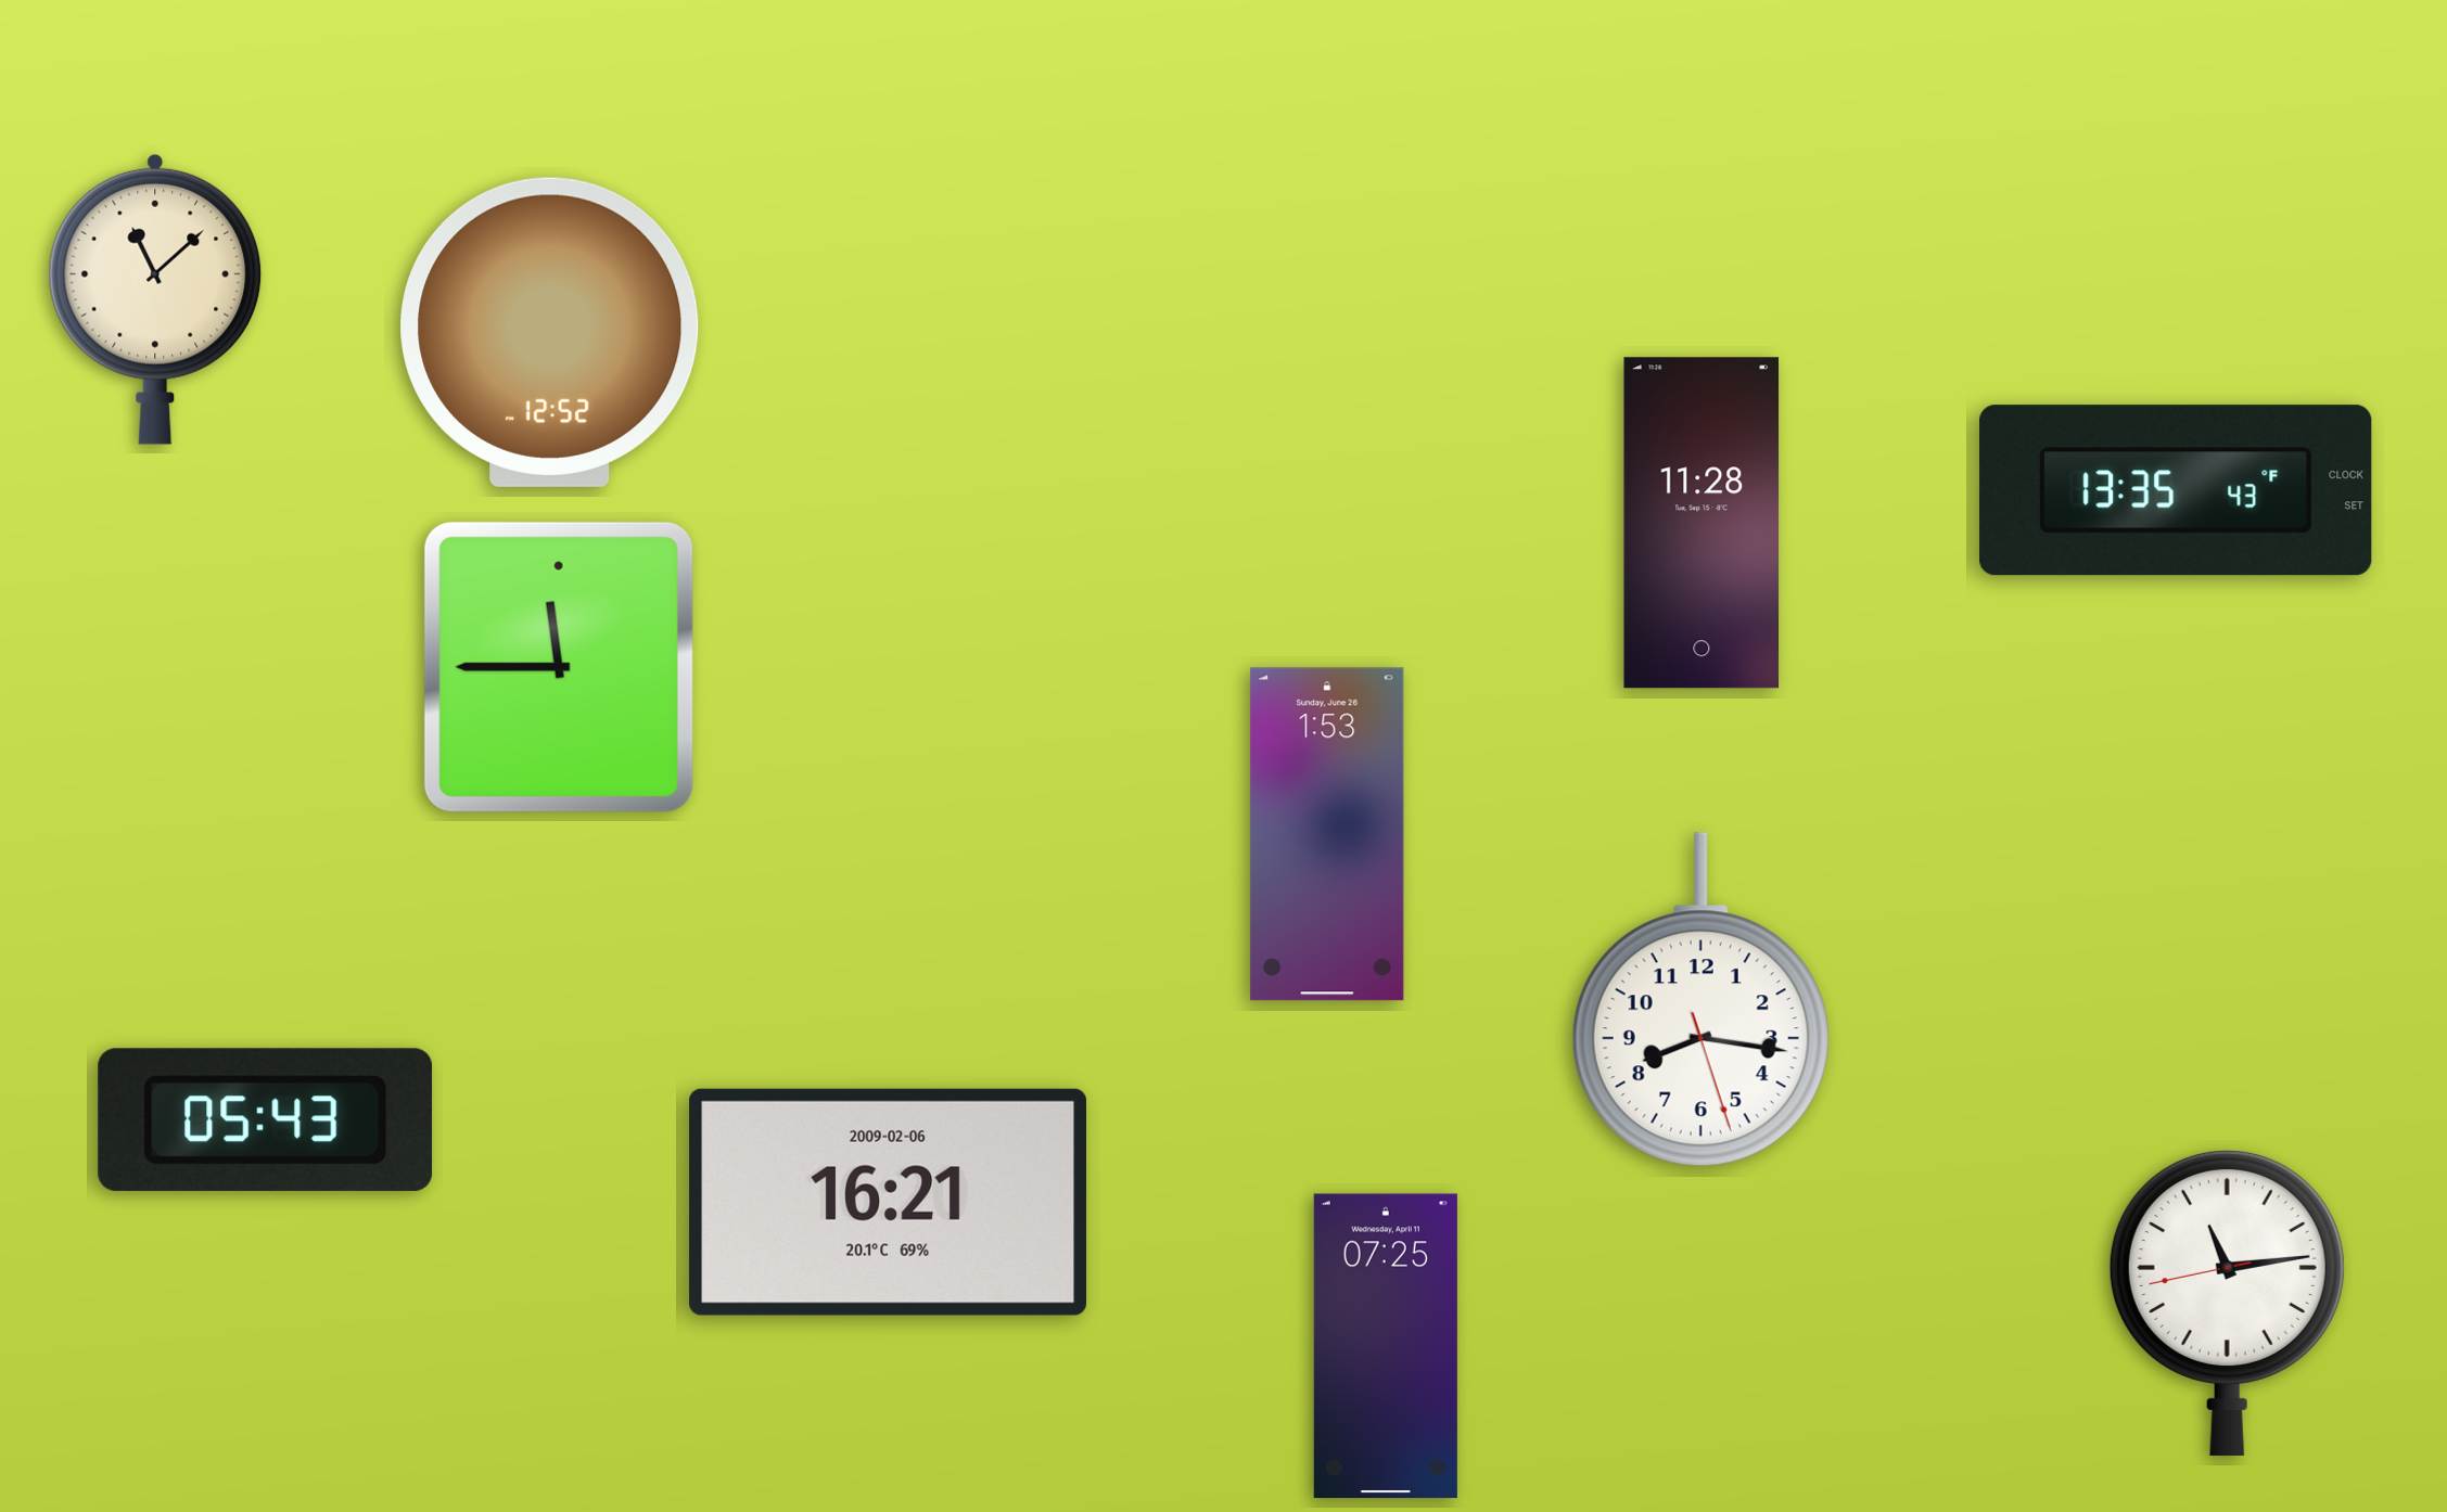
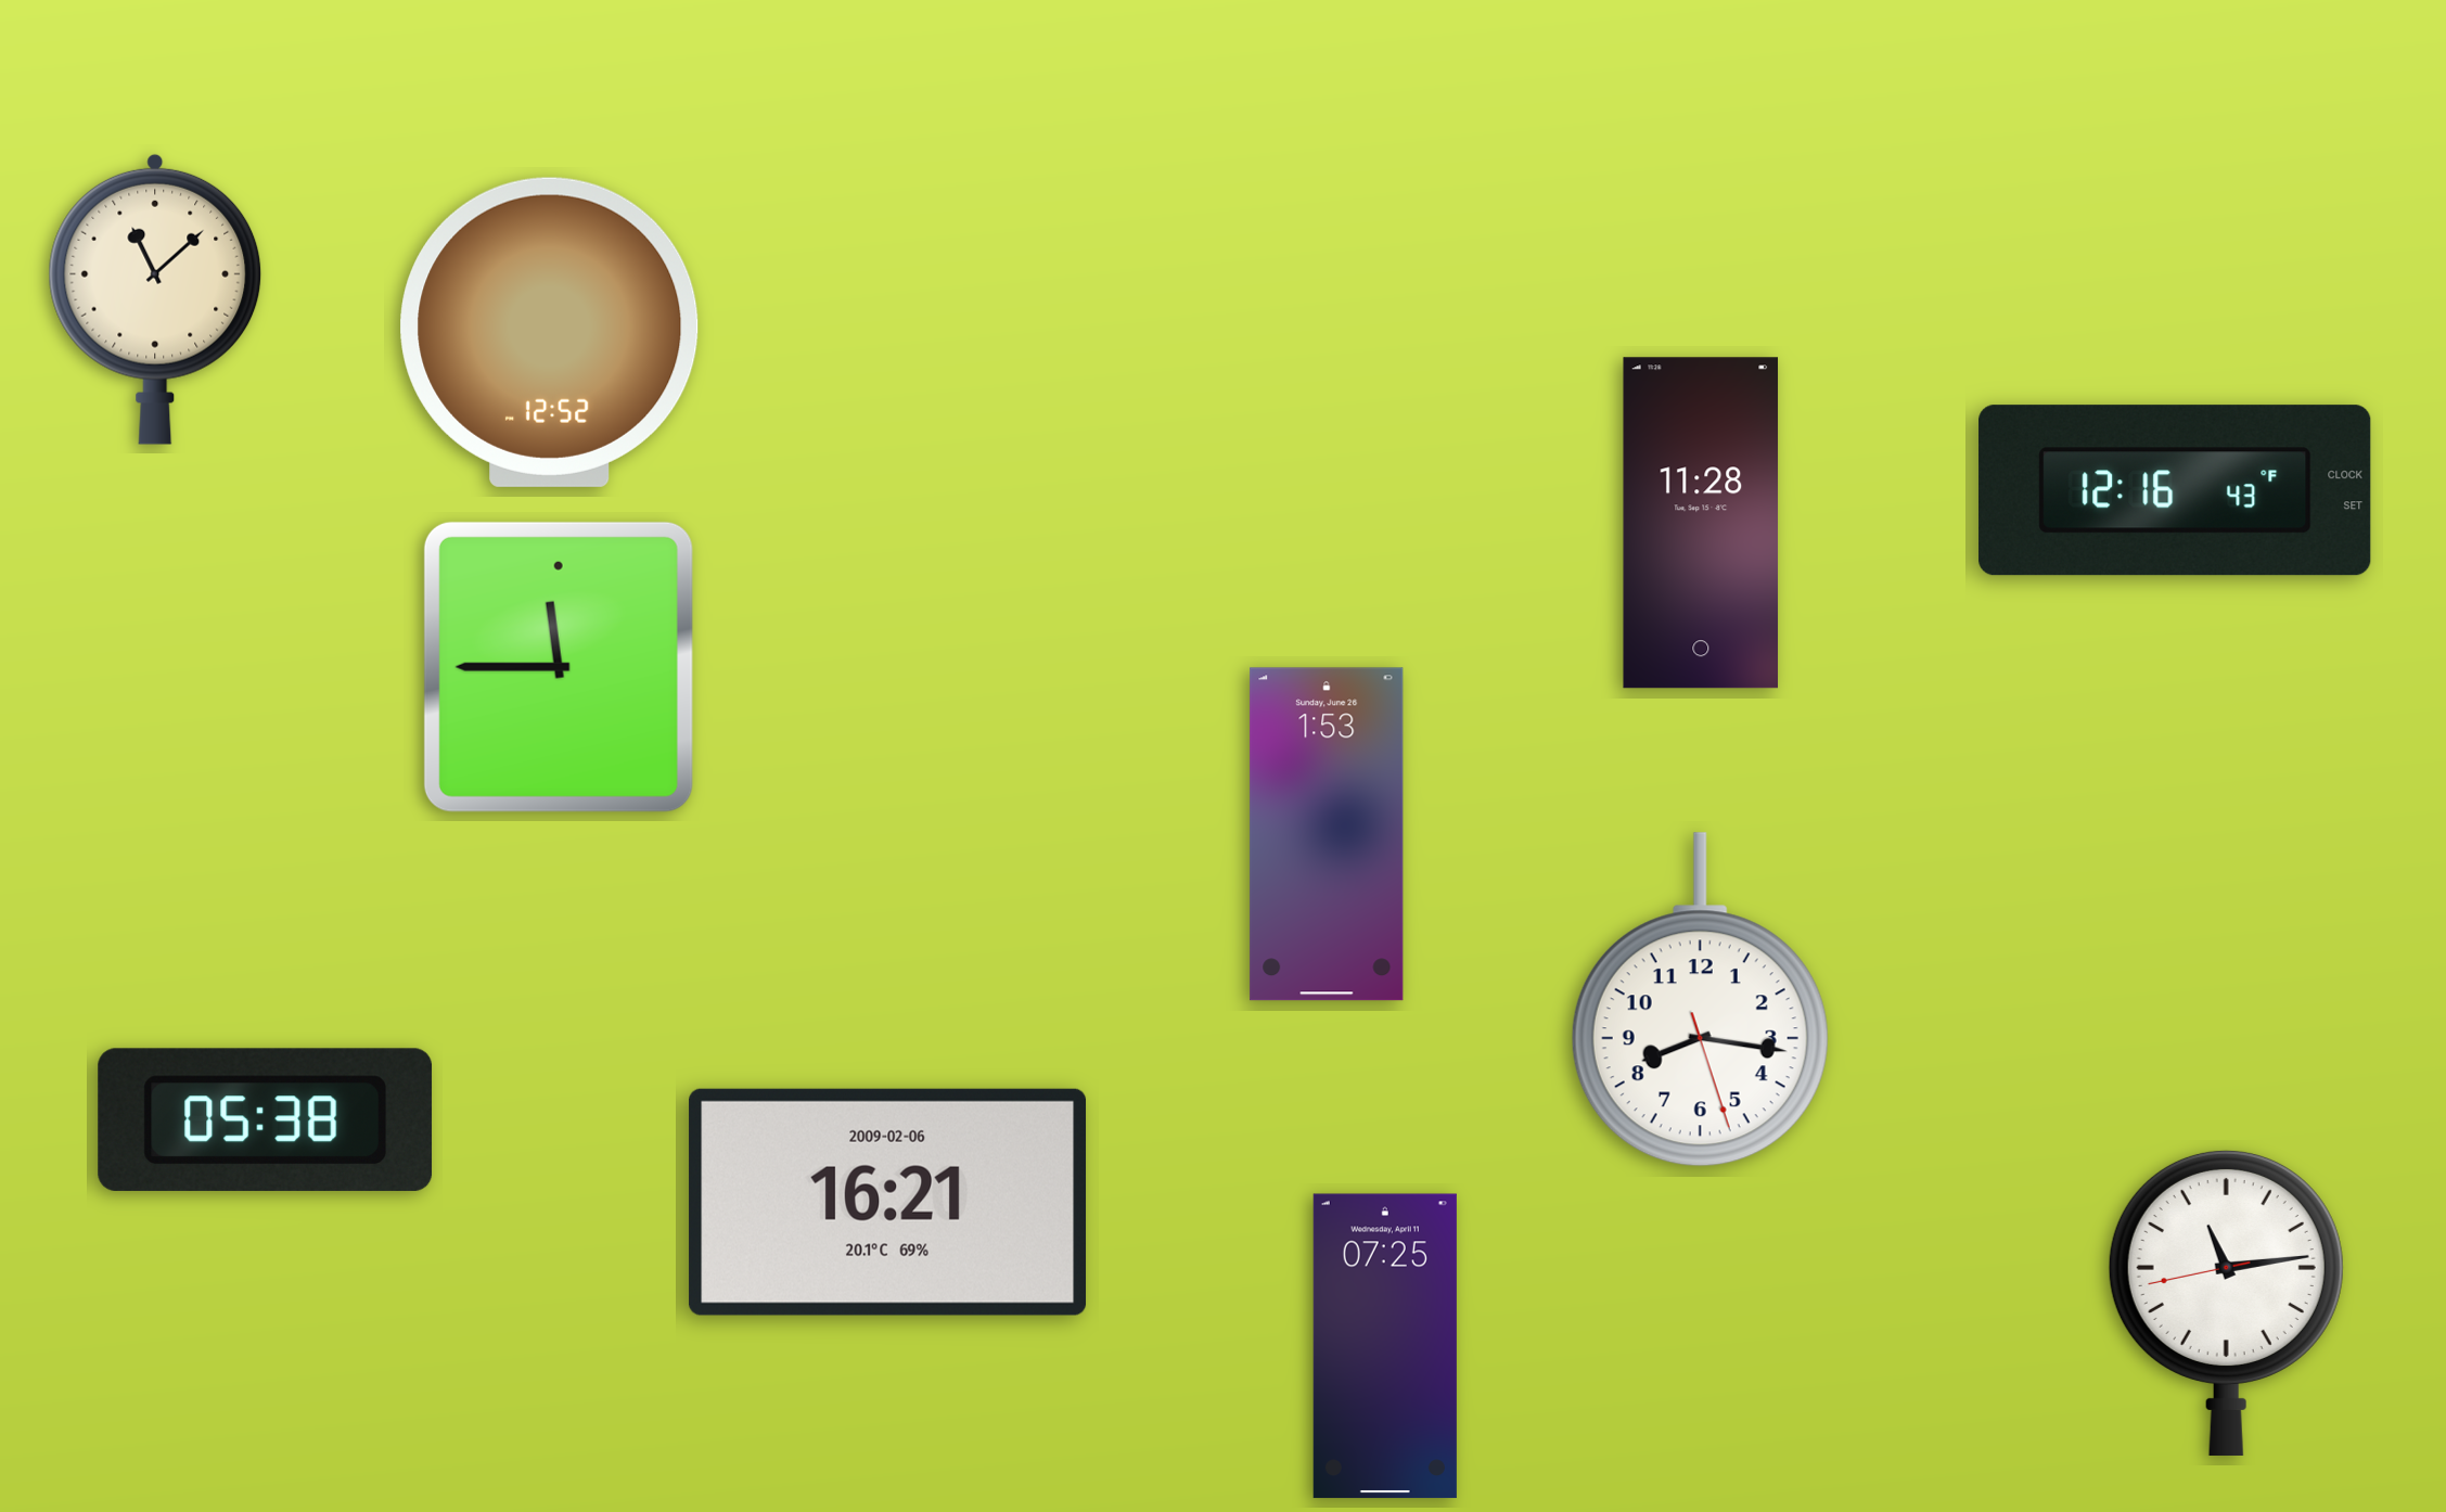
clock at (2176, 490): 13:35 -> 12:16
clock at (266, 1119): 05:43 -> 05:38
